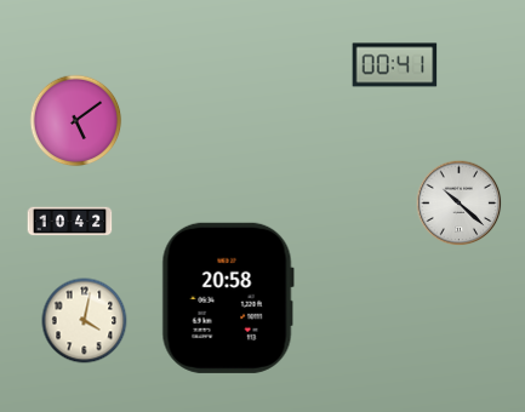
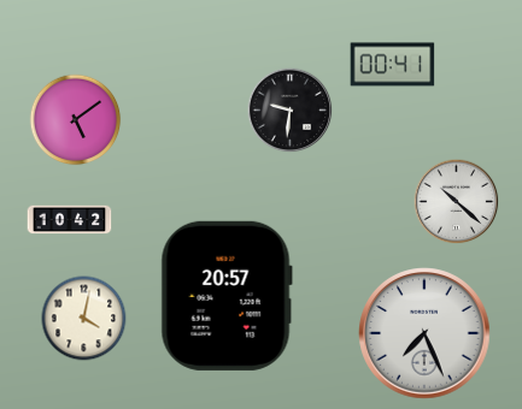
clock at (291, 111): none -> 9:31
clock at (228, 298): 20:58 -> 20:57
clock at (424, 333): none -> 7:26
